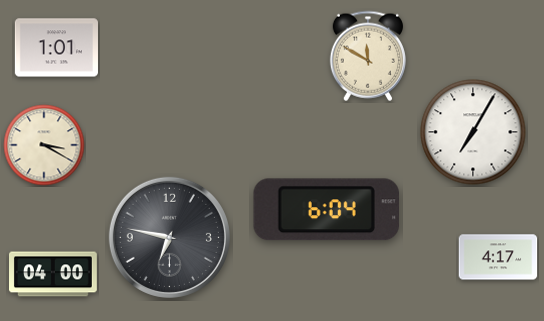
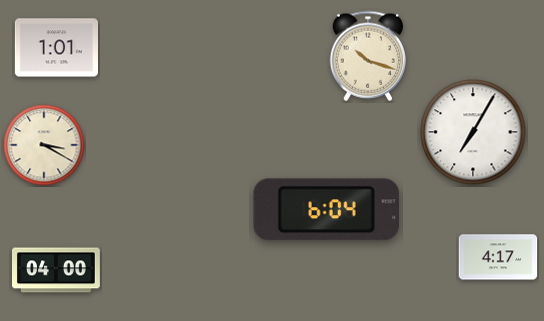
clock at (367, 56): 11:50 -> 10:18
clock at (169, 237): 6:47 -> none
clock at (54, 274) position: (54, 274) -> (57, 270)
